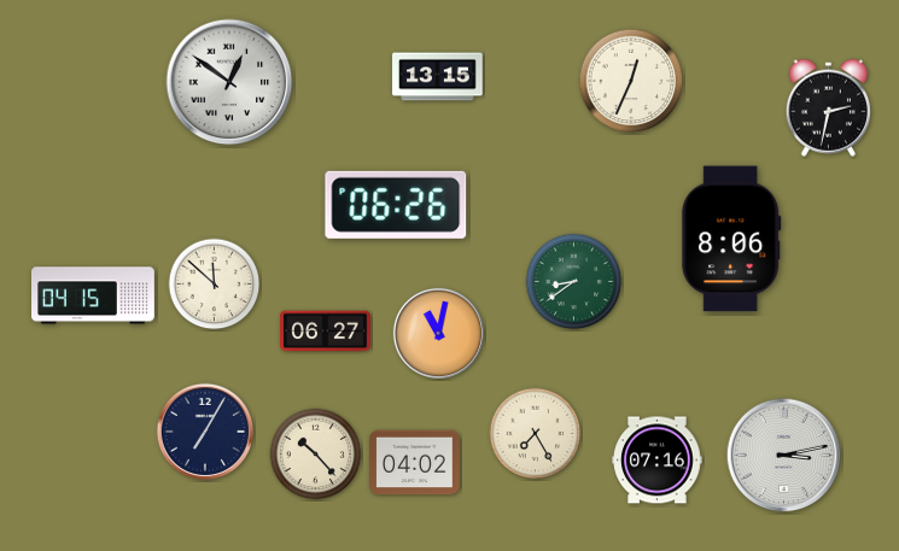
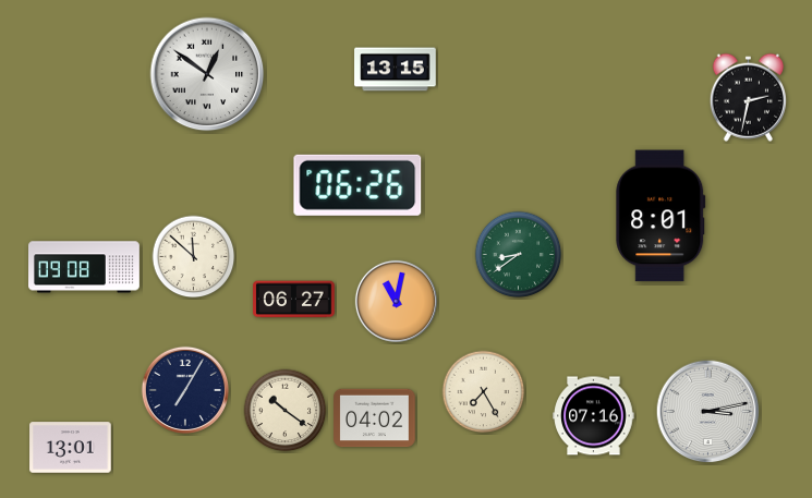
clock at (631, 81): 12:34 -> none
clock at (731, 239): 8:06 -> 8:01
clock at (94, 295): 04:15 -> 09:08
clock at (316, 455): 10:23 -> 10:21
clock at (71, 448): none -> 13:01
